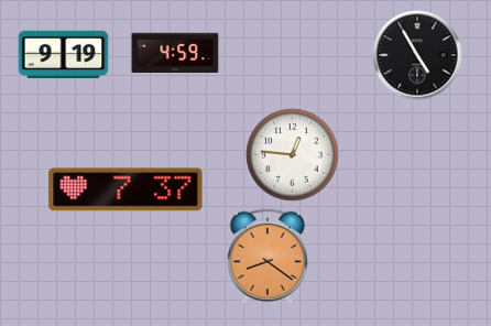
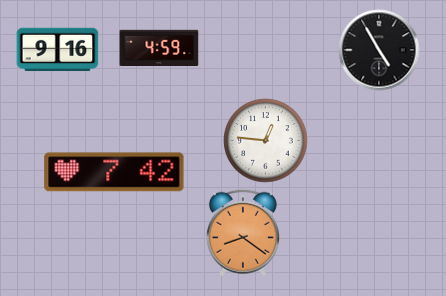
clock at (64, 55): 9:19 -> 9:16
clock at (126, 189): 7:37 -> 7:42
